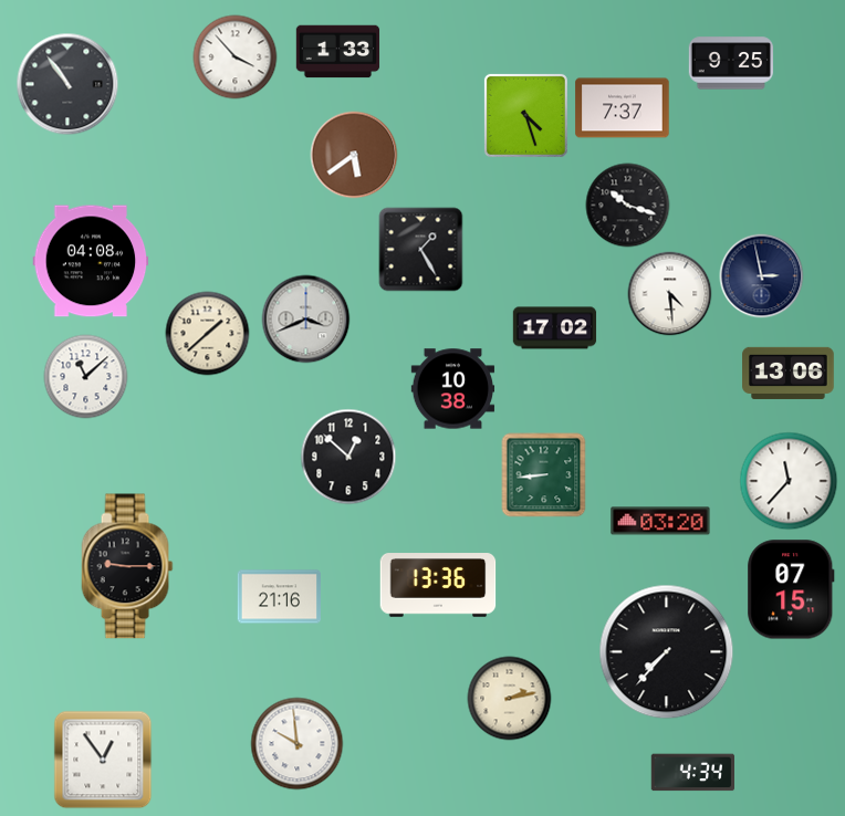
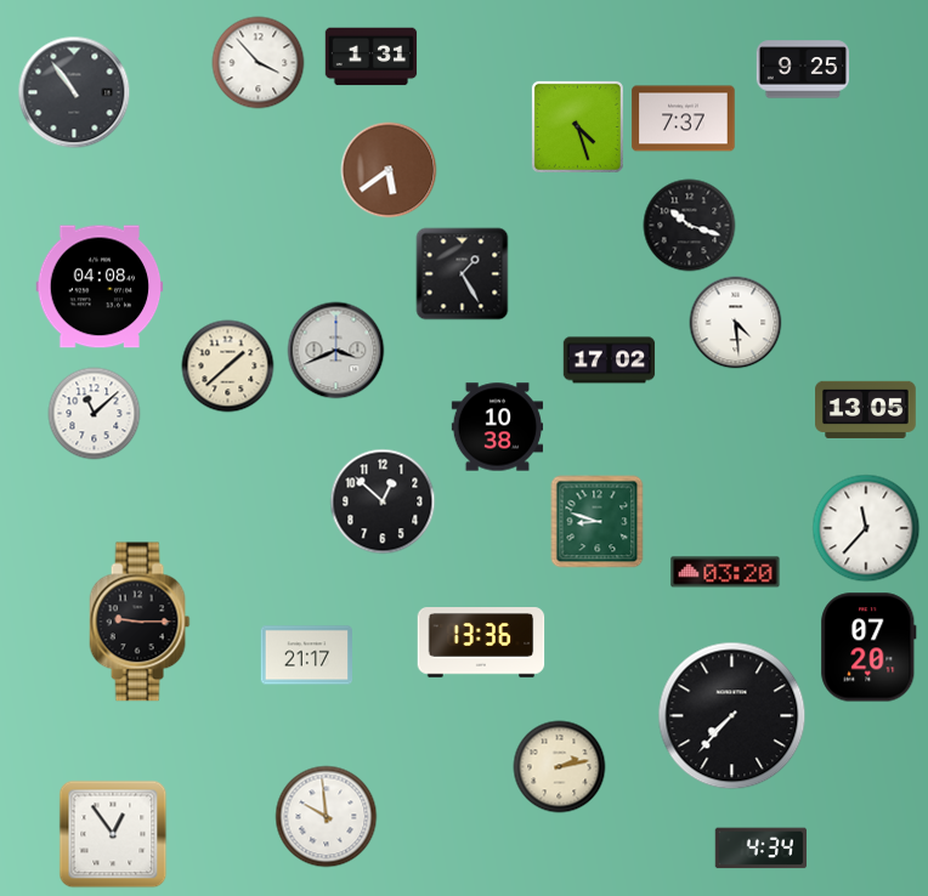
clock at (338, 52): 1:33 -> 1:31
clock at (762, 276): 2:58 -> none
clock at (789, 373): 13:06 -> 13:05
clock at (544, 475): 8:44 -> 8:48
clock at (791, 589): 07:15 -> 07:20
clock at (280, 597): 21:16 -> 21:17
